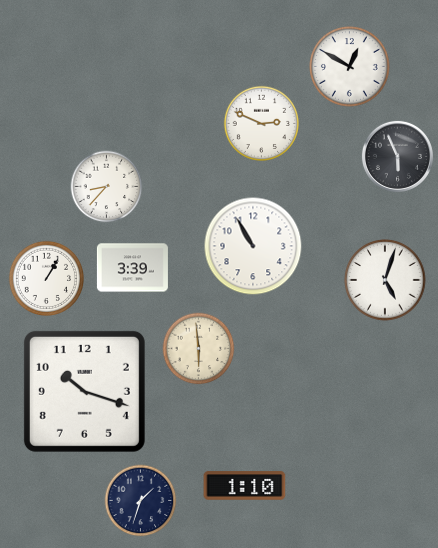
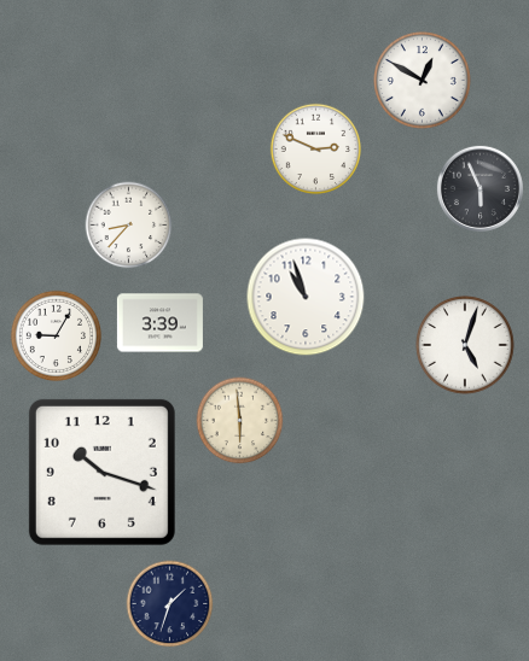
clock at (253, 246): 10:55 -> 10:57
clock at (46, 278): 1:05 -> 9:05
clock at (385, 280) position: (385, 280) -> (465, 345)
clock at (245, 486): 1:10 -> none
